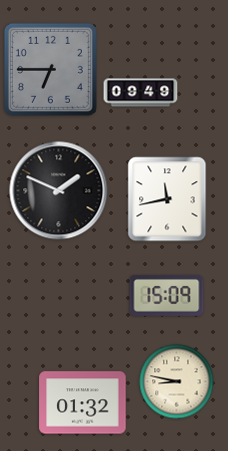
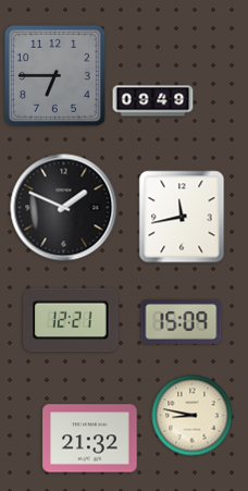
clock at (71, 320): none -> 12:21
clock at (83, 403): 01:32 -> 21:32
